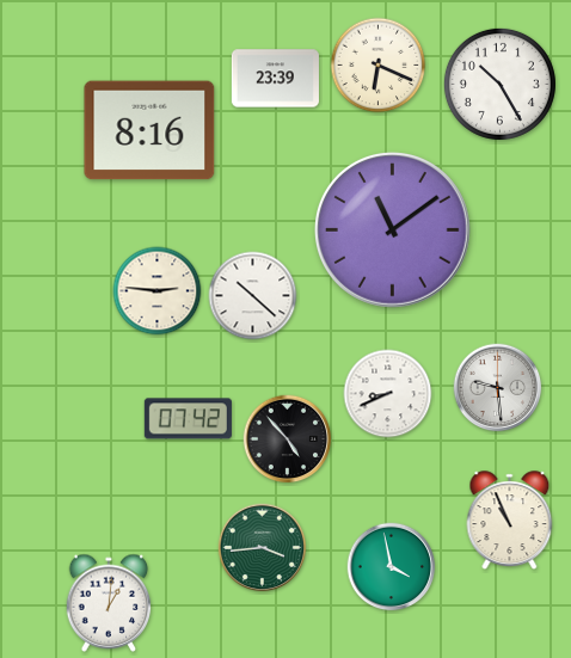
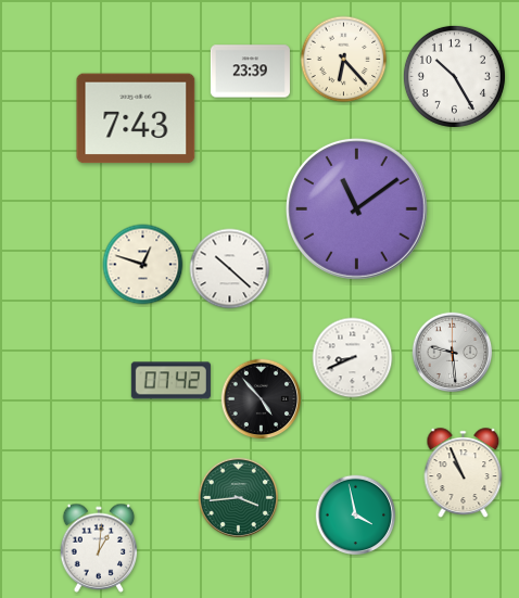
clock at (379, 66): 6:19 -> 6:23
clock at (149, 130): 8:16 -> 7:43
clock at (158, 291): 2:46 -> 12:48
